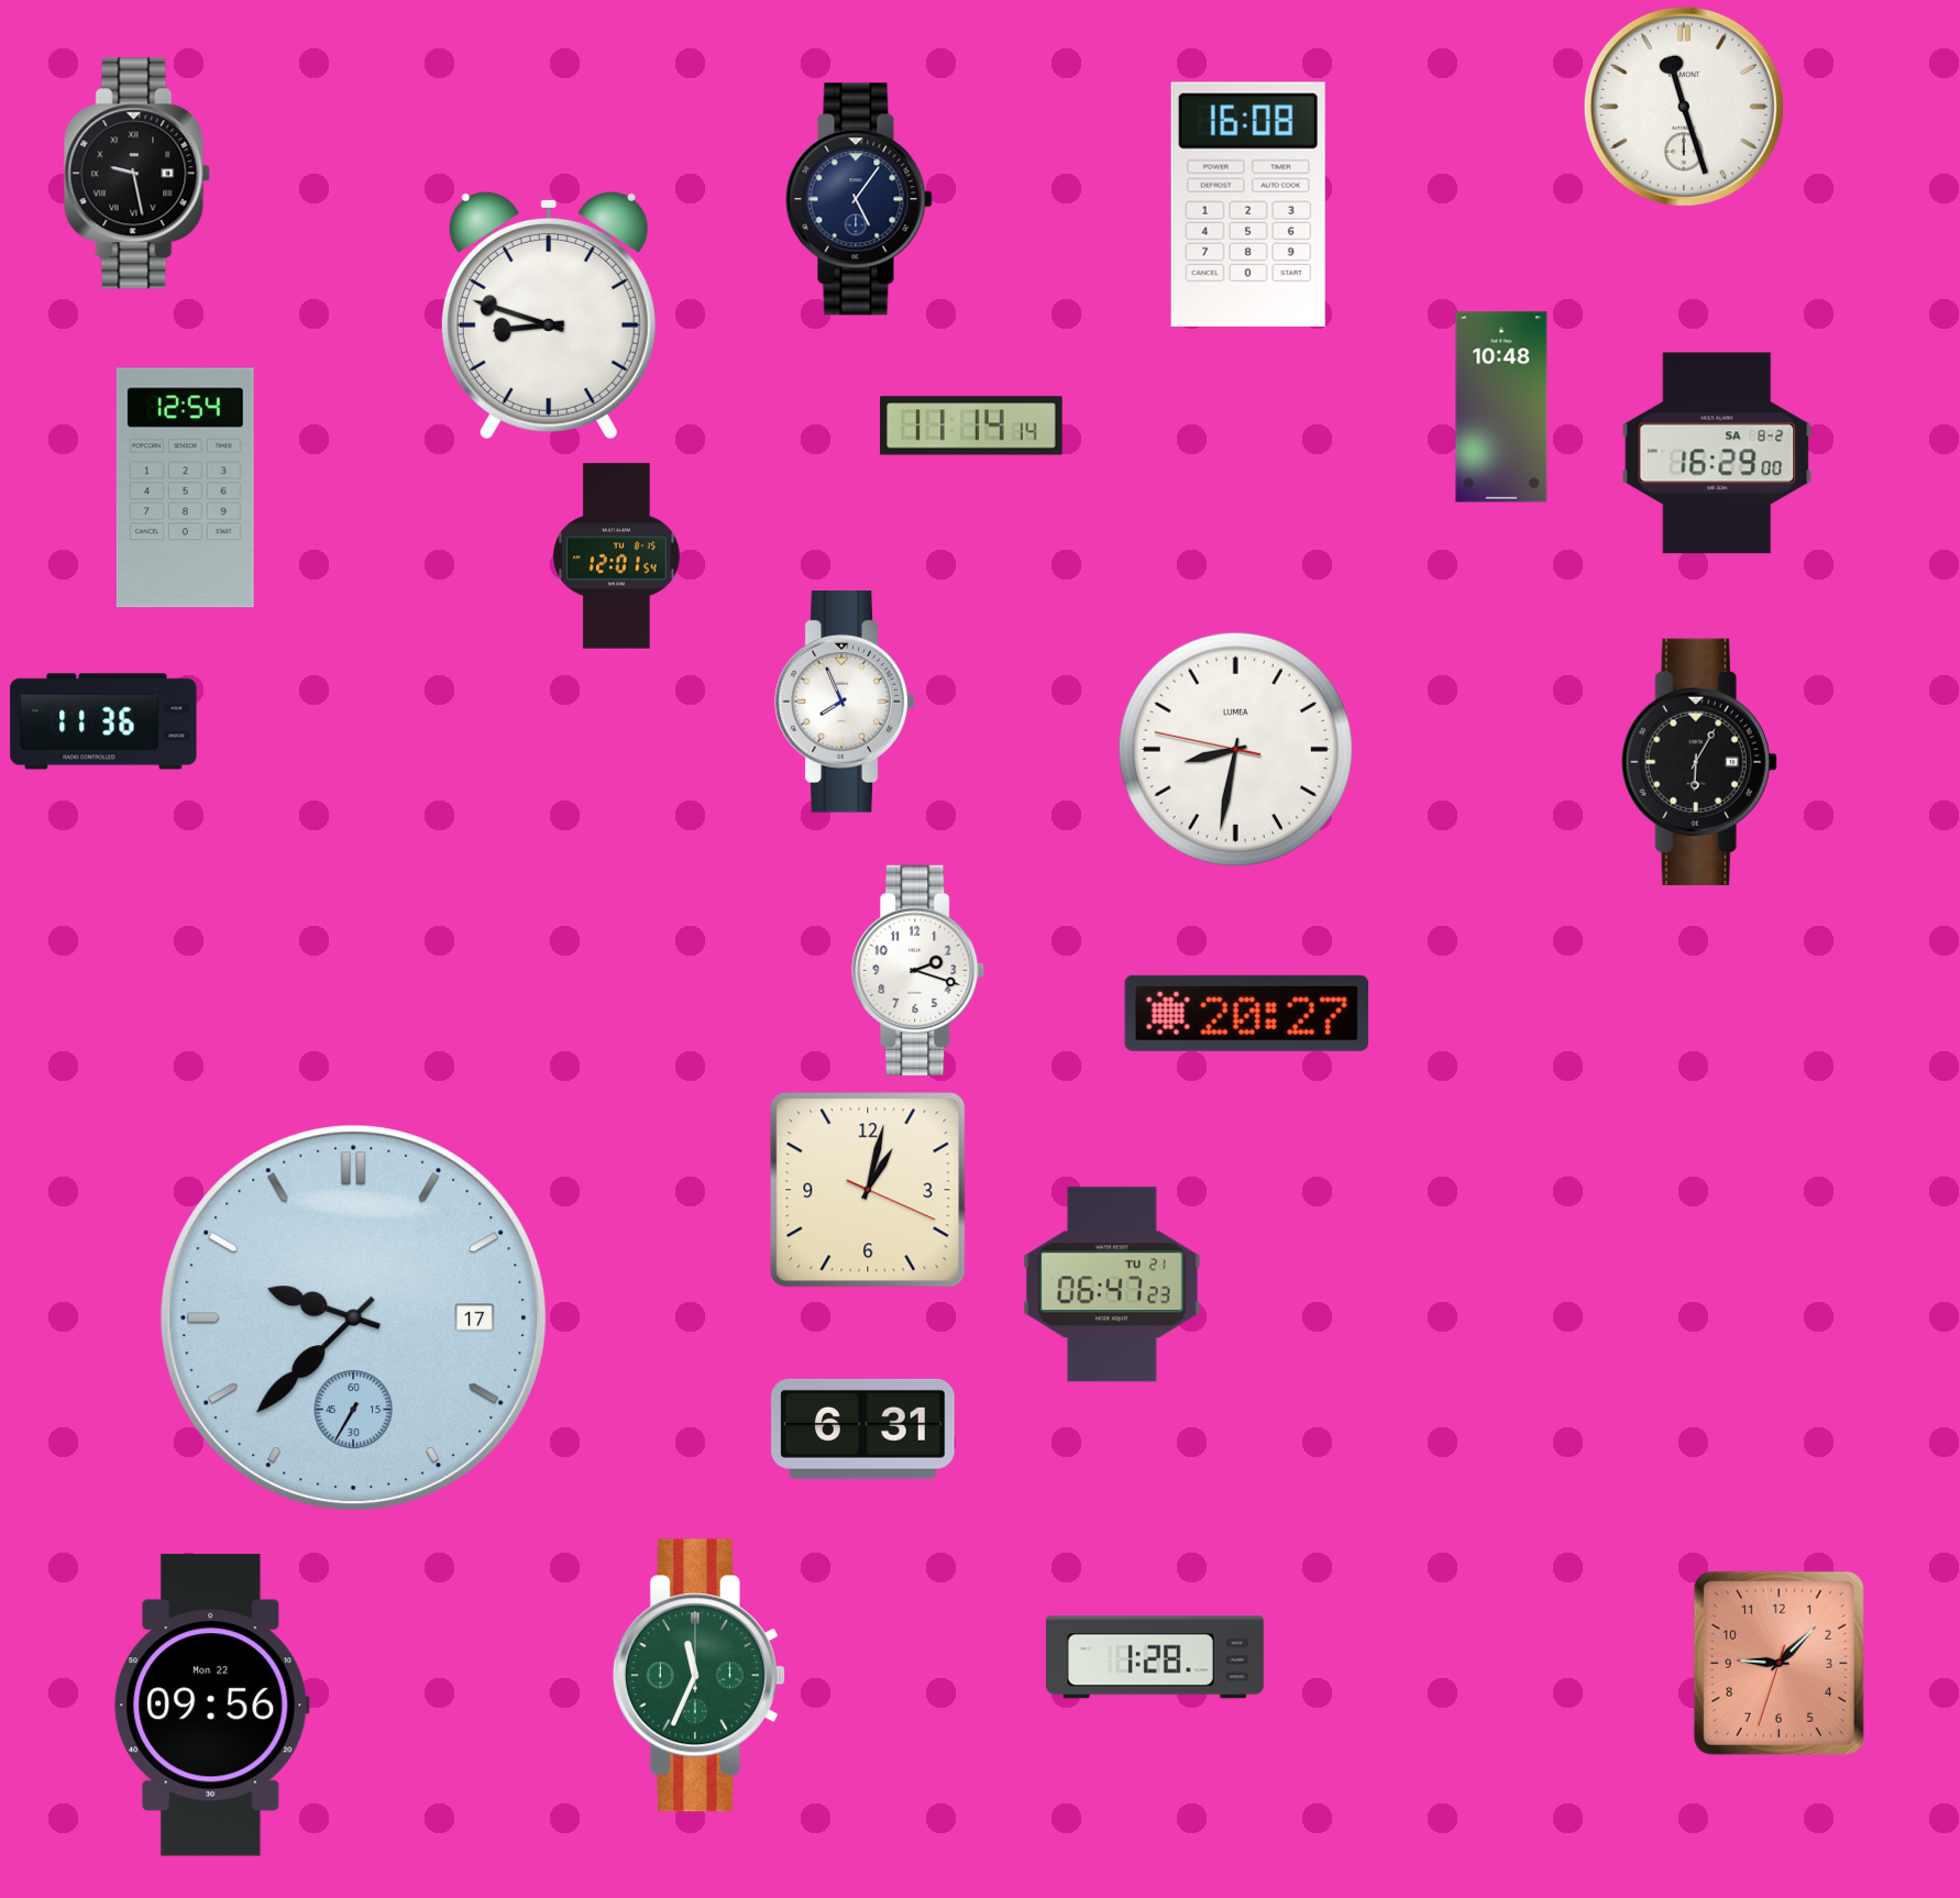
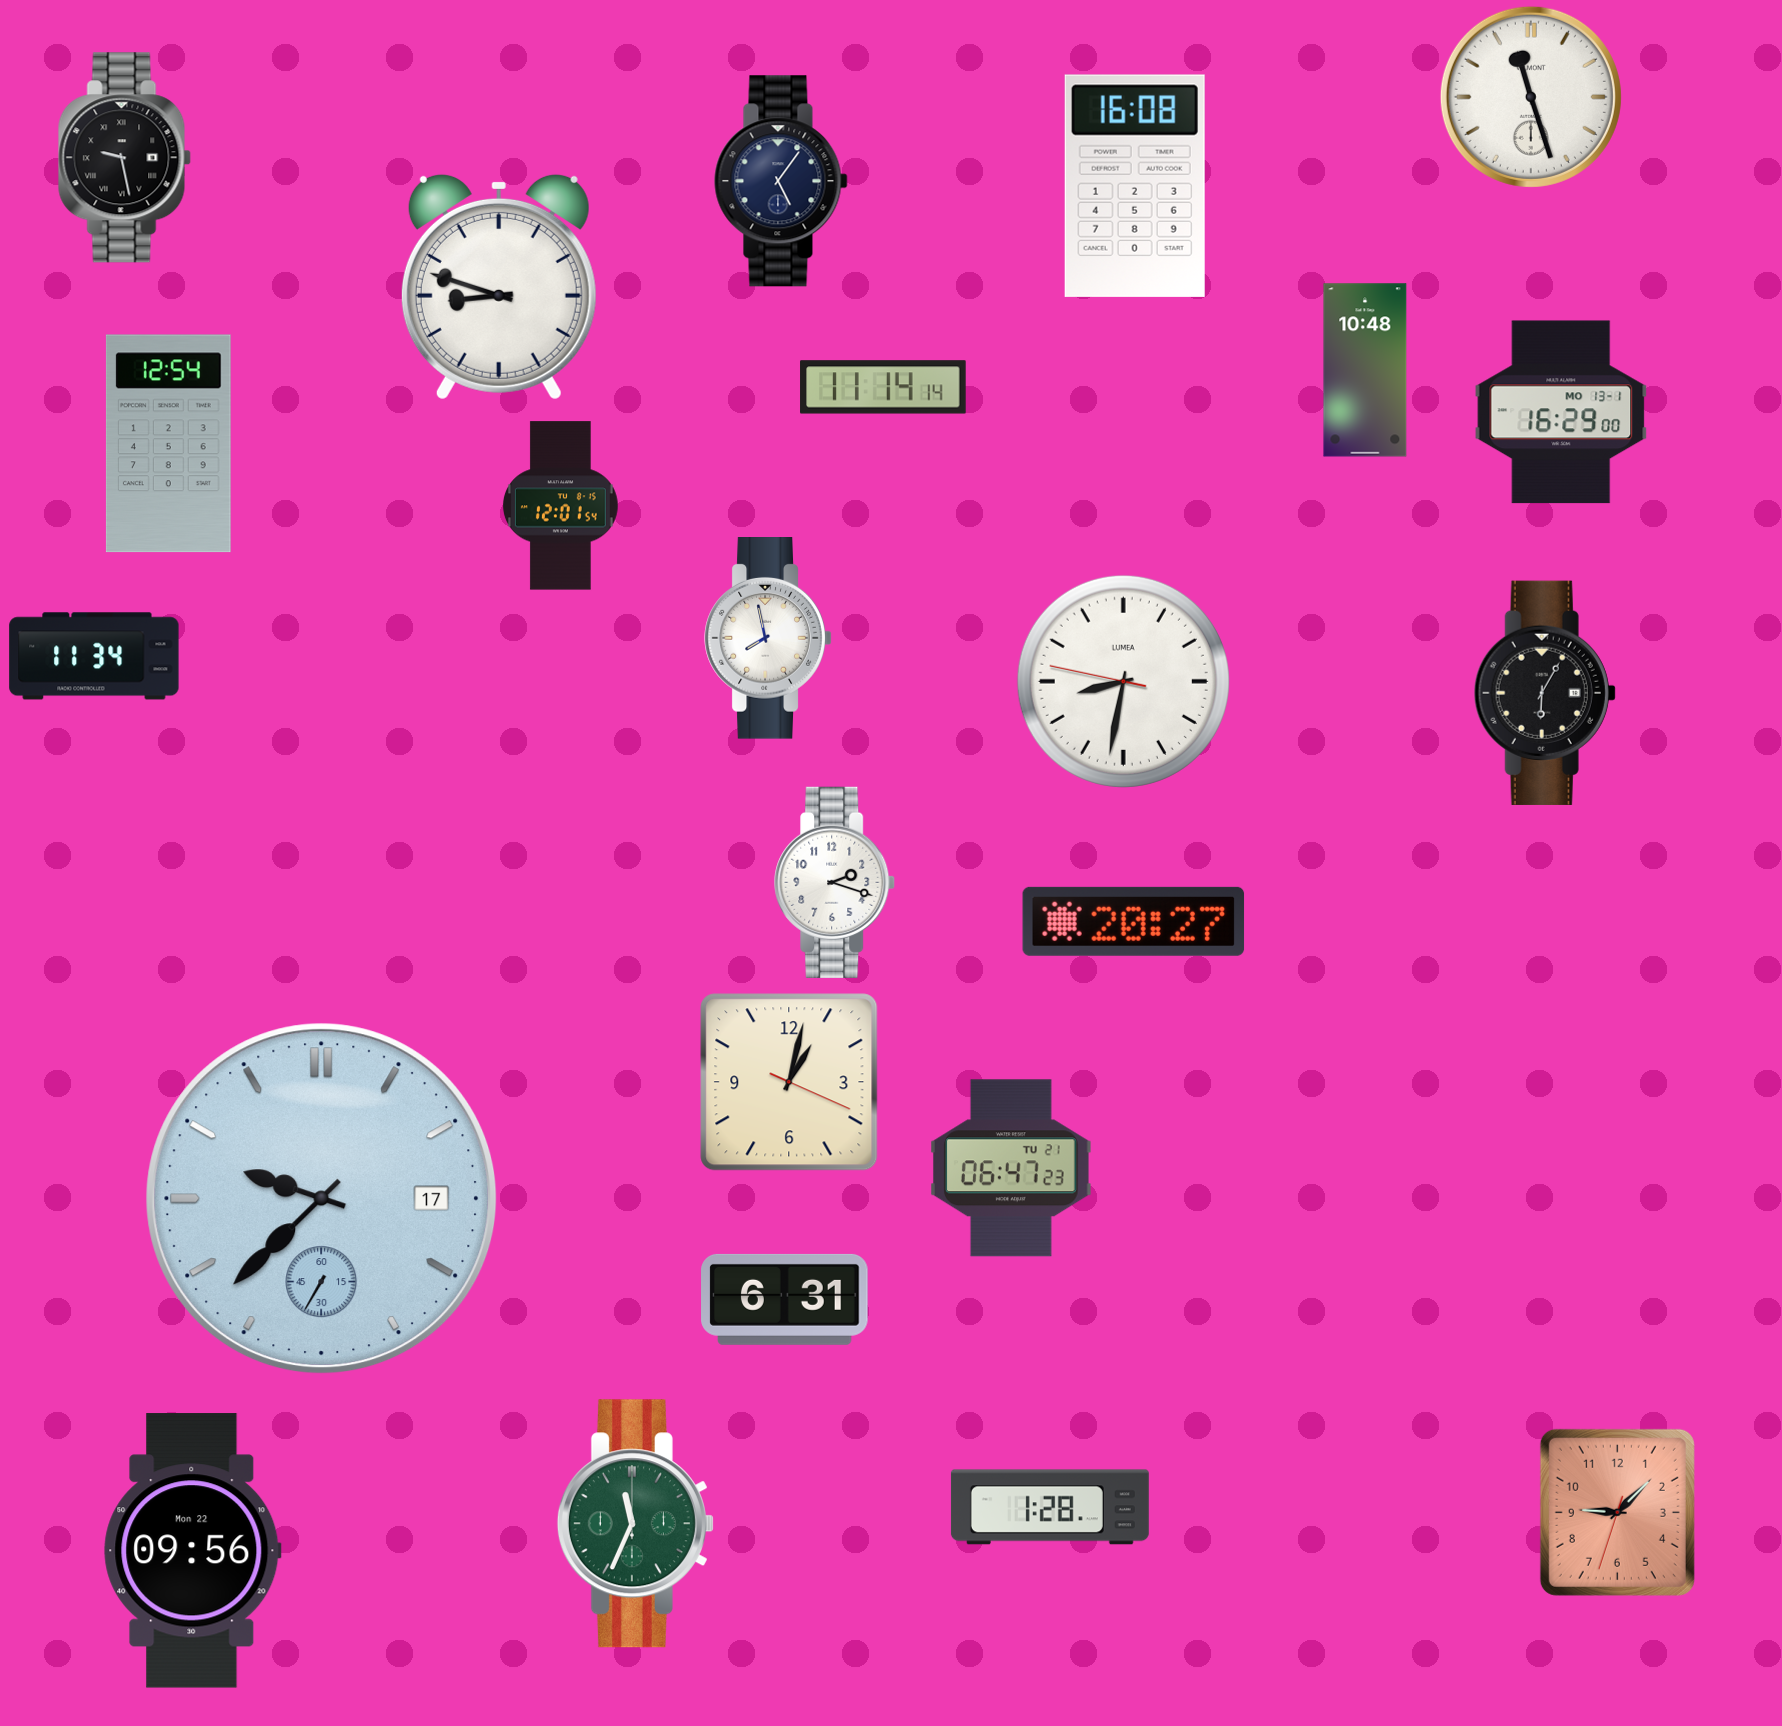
clock at (1717, 453) date: SA 8-2 -> MO 13-1
clock at (845, 703): 7:56 -> 7:58
clock at (103, 721): 11:36 -> 11:34
